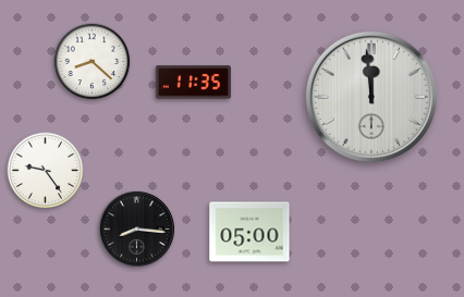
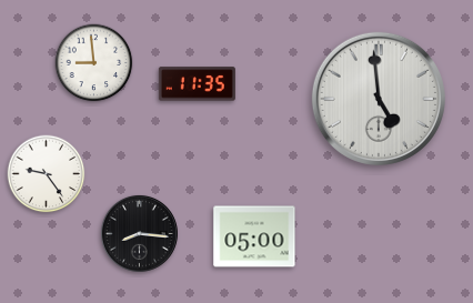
clock at (93, 62): 8:22 -> 8:59
clock at (371, 97): 11:59 -> 4:59
